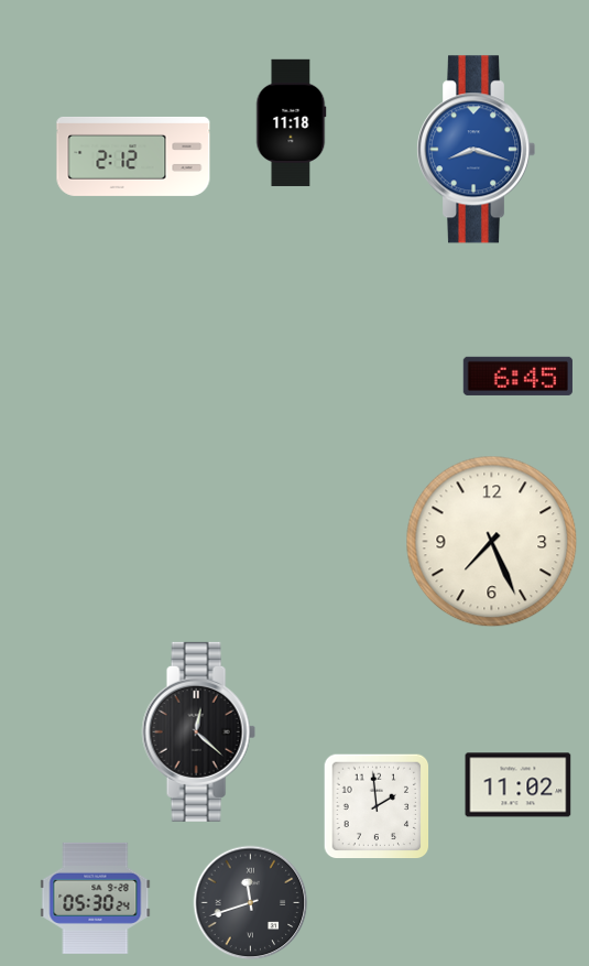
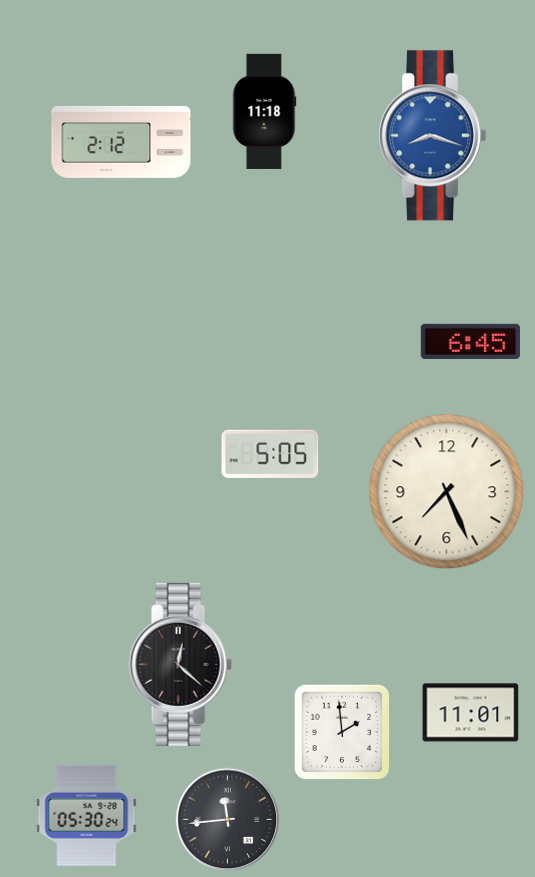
clock at (270, 454): none -> 5:05
clock at (519, 785): 11:02 -> 11:01
clock at (251, 903): 11:42 -> 11:44
